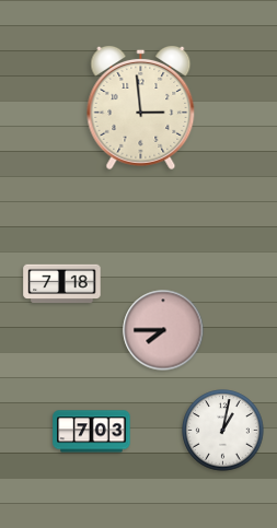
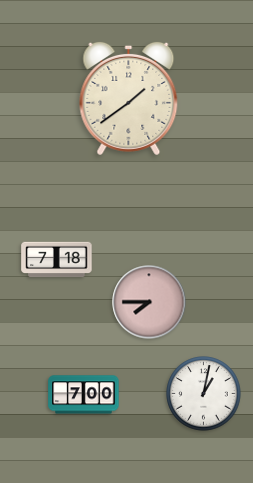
clock at (141, 107): 2:59 -> 1:39
clock at (92, 432): 7:03 -> 7:00
